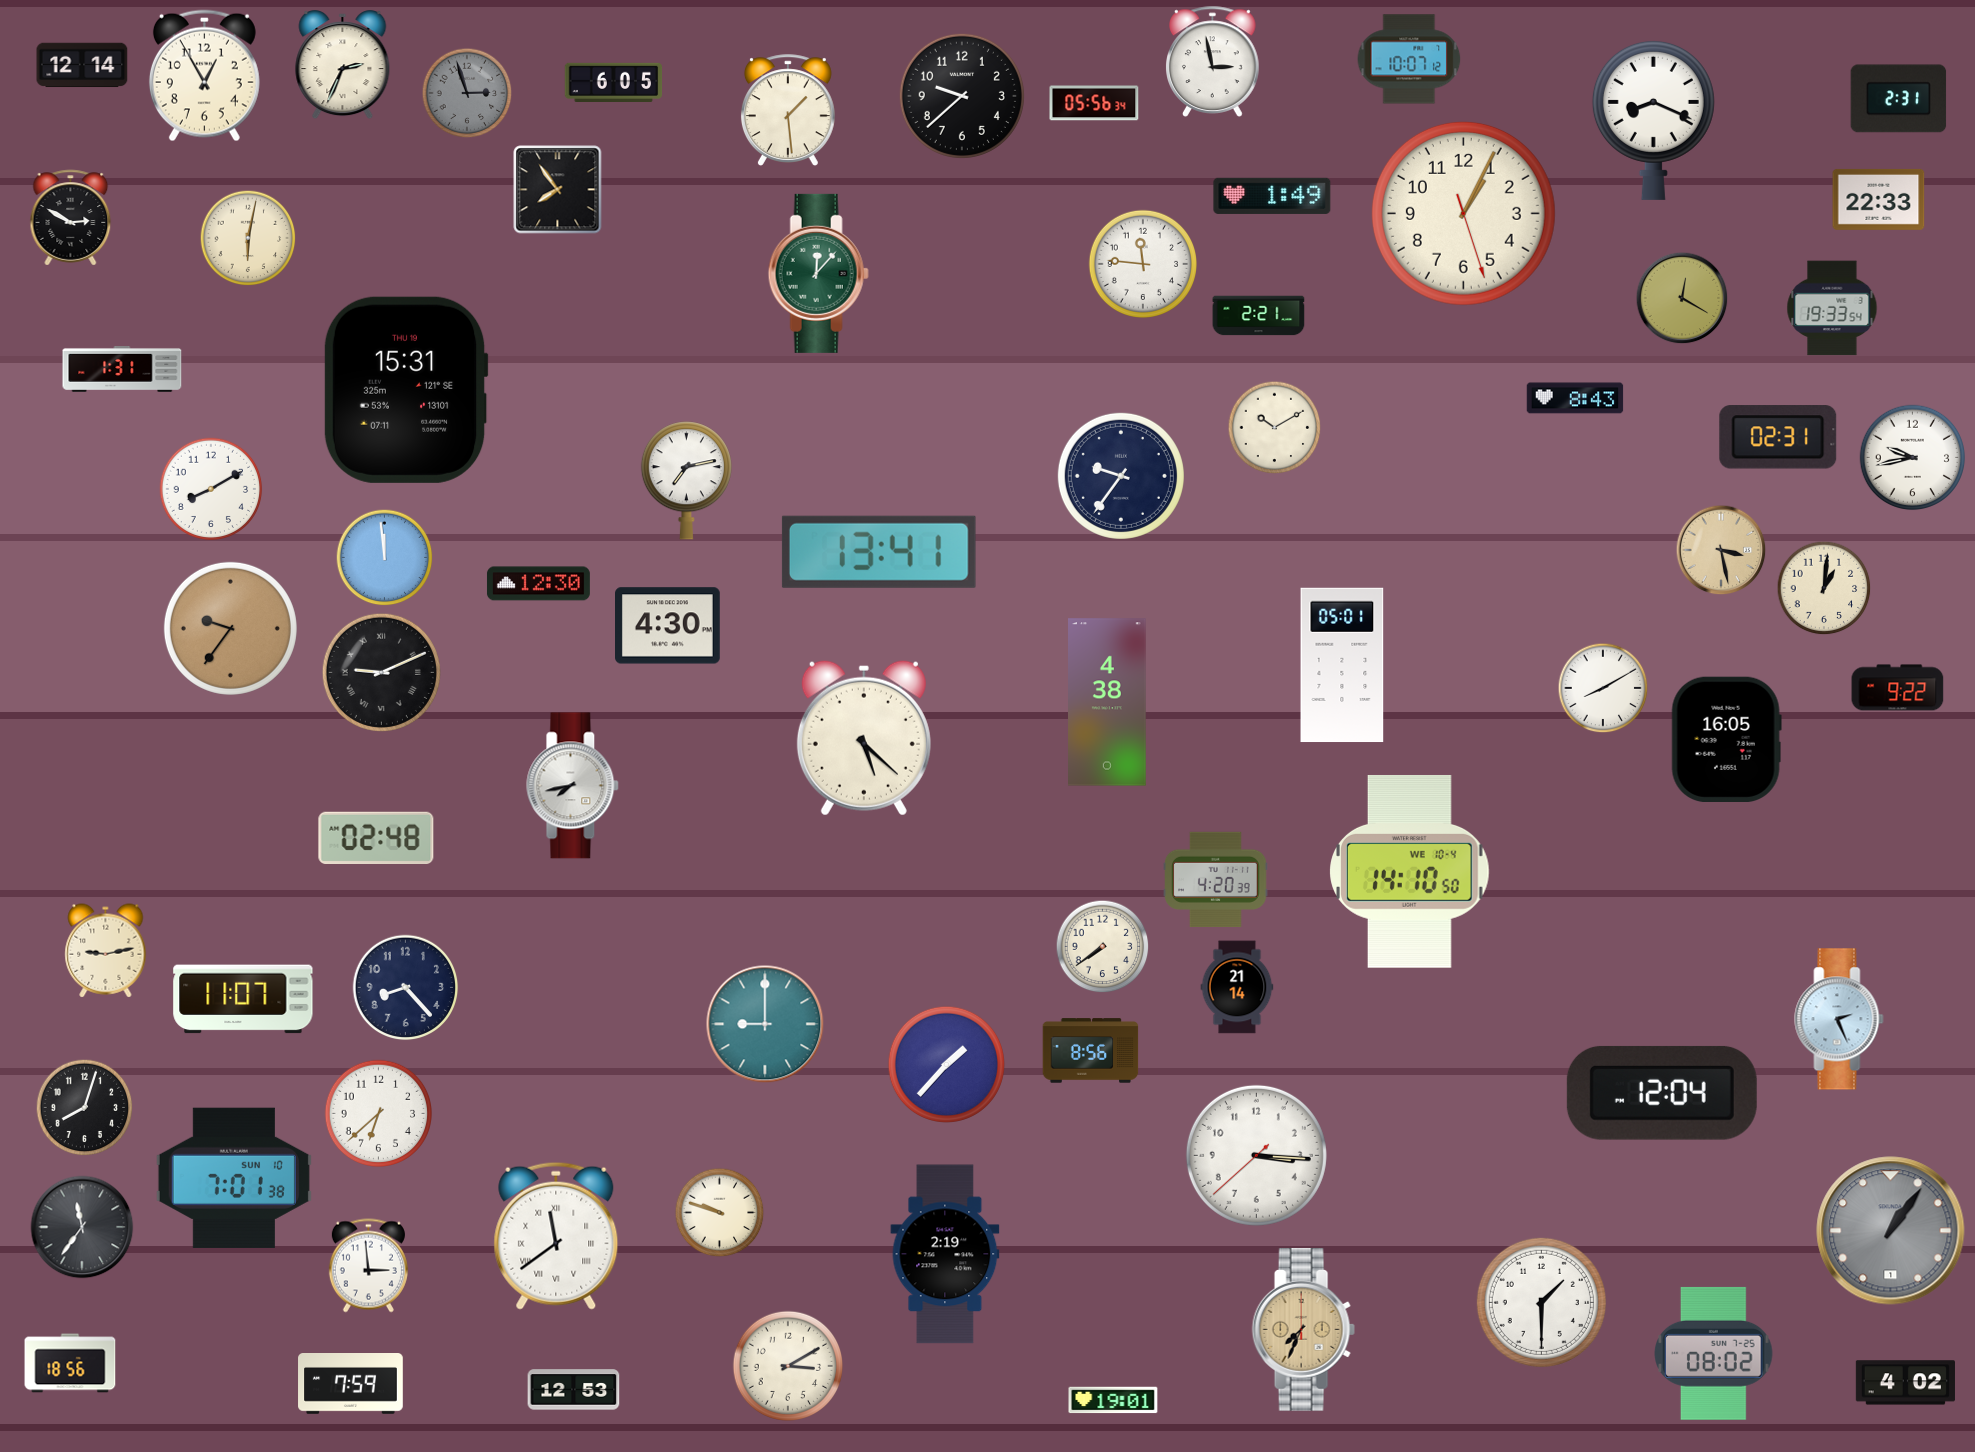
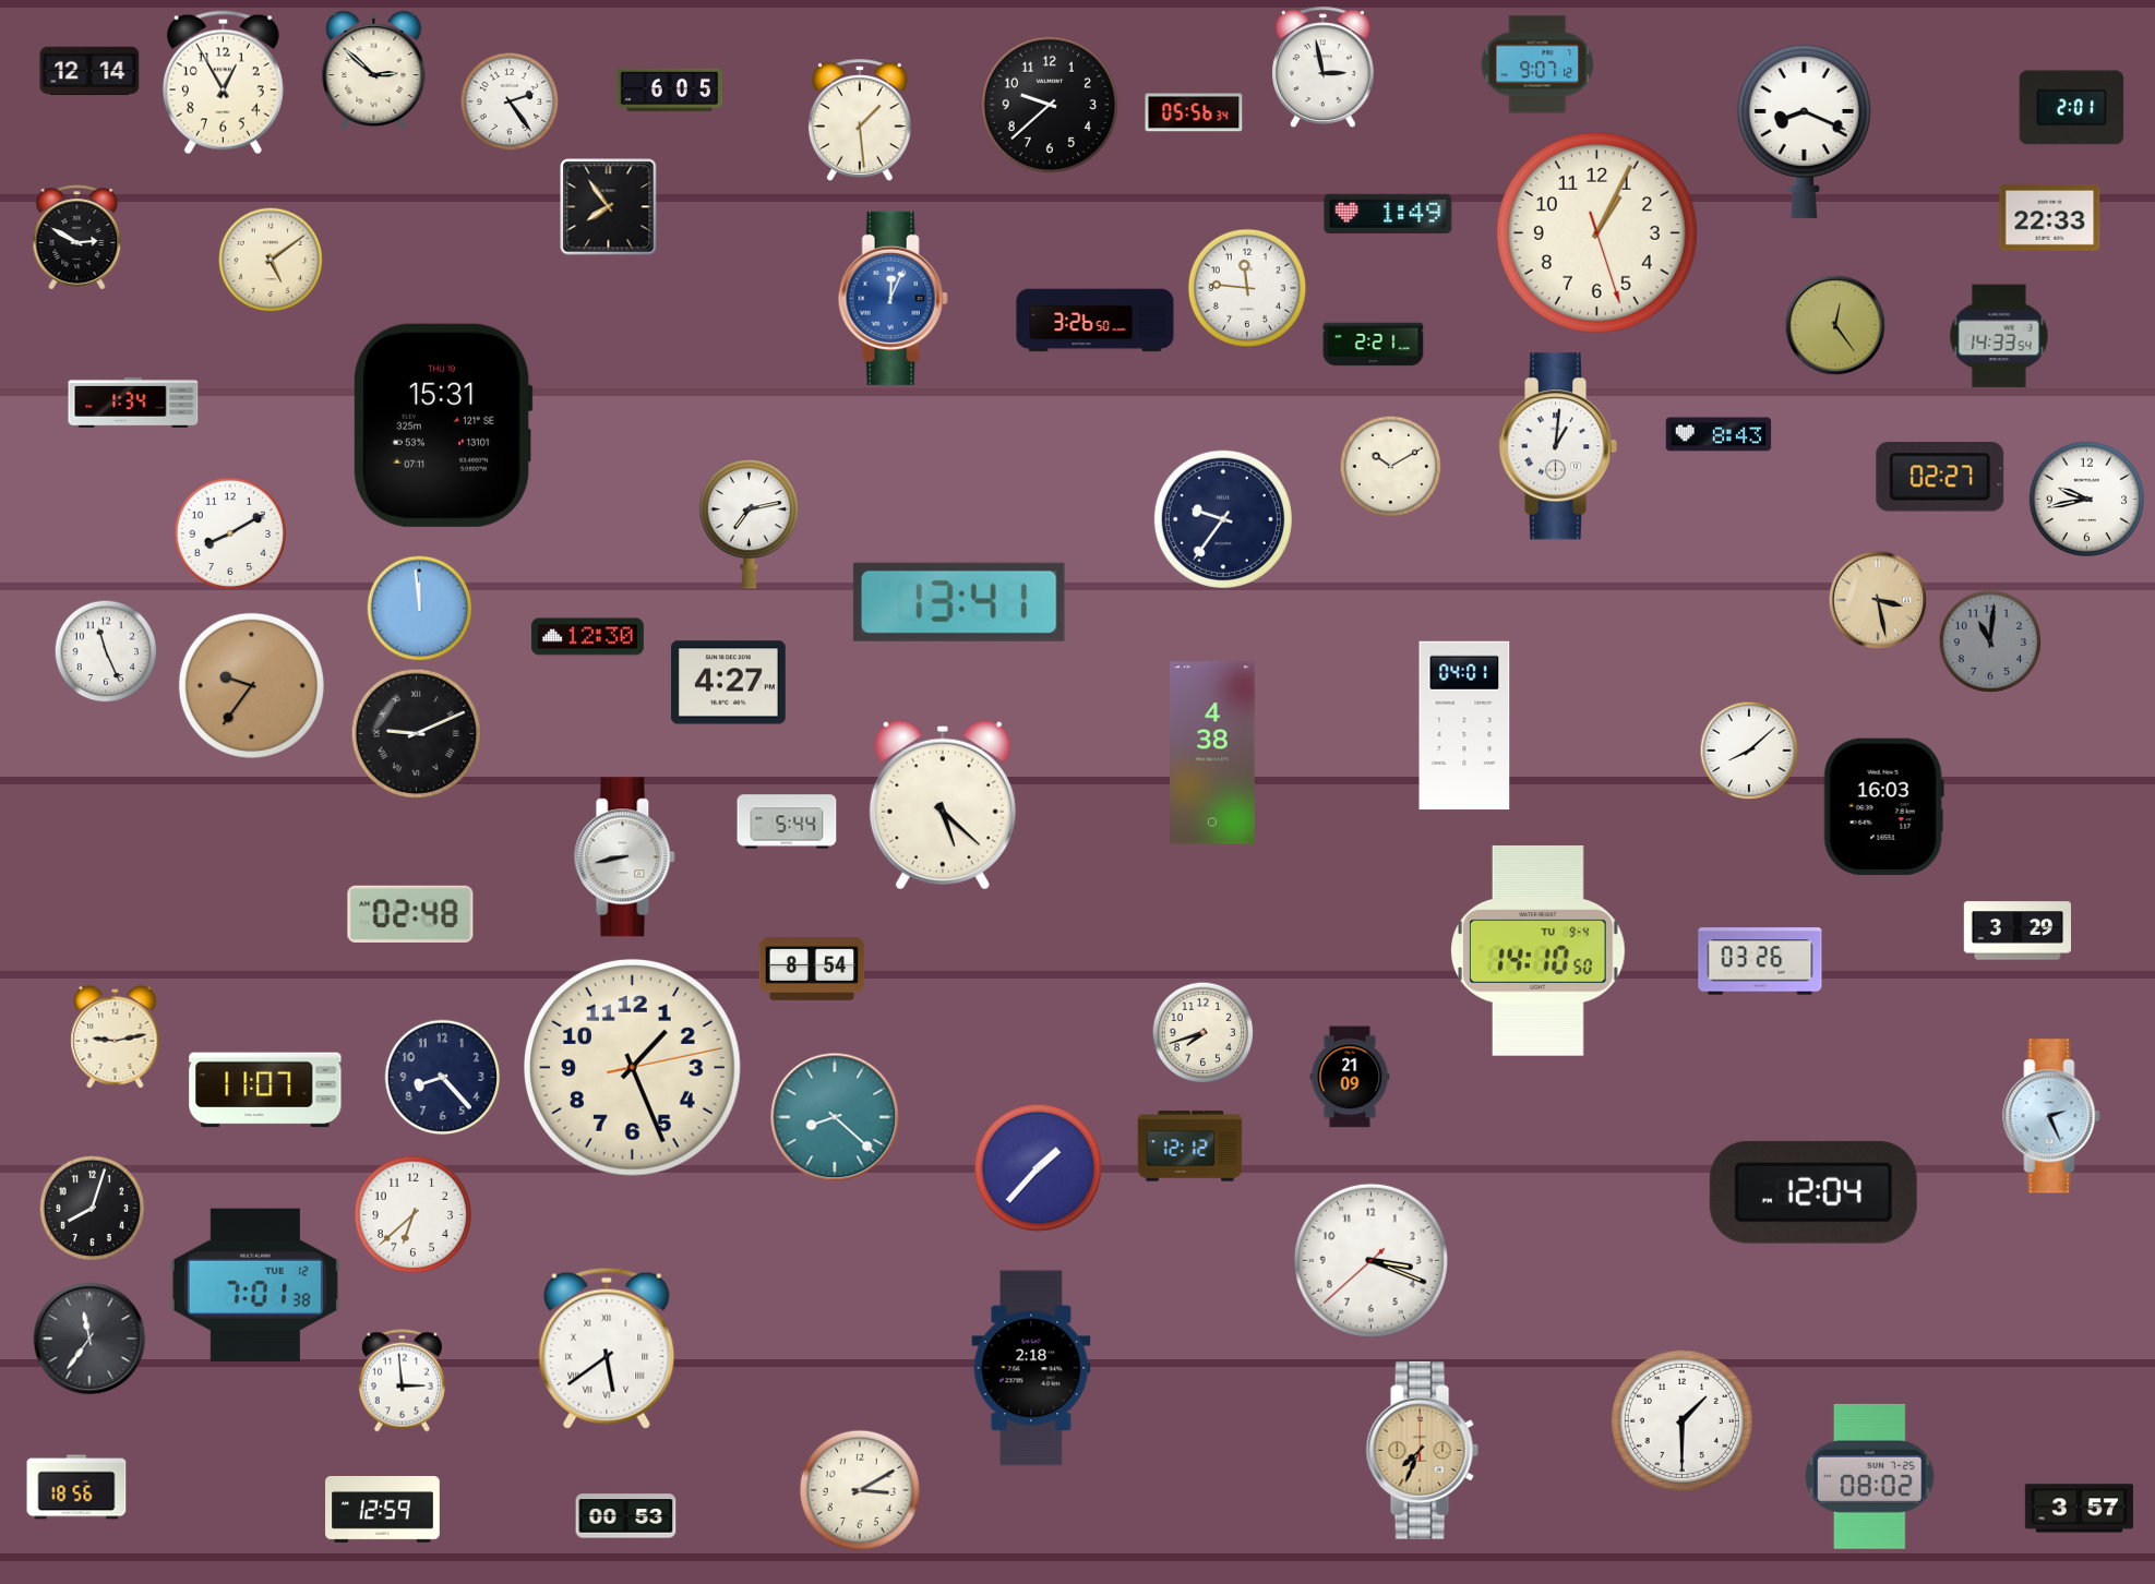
clock at (1409, 59): 10:07 -> 9:07
clock at (343, 65): 2:34 -> 2:52
clock at (467, 93): 2:57 -> 2:24
clock at (467, 93) dial: grey -> white
clock at (1899, 99): 2:31 -> 2:01
clock at (248, 238): 6:02 -> 5:09
clock at (818, 273): 12:07 -> 12:04
clock at (818, 273) dial: green -> blue
clock at (1096, 321): none -> 3:26
clock at (1682, 298): 12:20 -> 12:24
clock at (1832, 308): 19:33 -> 14:33
clock at (122, 369): 1:31 -> 1:34
clock at (1558, 446): none -> 1:01
clock at (1778, 437): 02:31 -> 02:27
clock at (1824, 588): 1:01 -> 11:01
clock at (1824, 588) dial: cream -> grey
clock at (106, 651): none -> 11:26
clock at (668, 626): 4:30 -> 4:27
clock at (1342, 665): 05:01 -> 04:01
clock at (1603, 688): 8:10 -> 8:08
clock at (1898, 688): 9:22 -> none
clock at (1108, 702) position: (1108, 702) -> (1213, 753)
clock at (1726, 739): 16:05 -> 16:03
clock at (787, 821): none -> 5:44
clock at (573, 786): 7:43 -> 8:43
clock at (2018, 931): none -> 3:29
clock at (1410, 871) date: WE 10-4 -> TU 9-4
clock at (1216, 879): 4:20 -> none
clock at (1760, 961): none -> 03:26
clock at (812, 969): none -> 8:54
clock at (1103, 947): 7:39 -> 7:42
clock at (632, 1067): none -> 1:26
clock at (1237, 987): 21:14 -> 21:09
clock at (1839, 1019) position: (1839, 1019) -> (2051, 1116)
clock at (765, 1024): 9:00 -> 8:22
clock at (1091, 1051): 8:56 -> 12:12
clock at (946, 1064) position: (946, 1064) -> (1038, 1167)
clock at (1256, 1155): 3:15 -> 3:18
clock at (234, 1178) date: SUN 10 -> TUE 12
clock at (720, 1213): 9:48 -> none
clock at (1891, 1231): 1:06 -> none
clock at (556, 1236): 11:39 -> 5:39
clock at (945, 1254): 2:19 -> 2:18
clock at (1905, 1383): 4:02 -> 3:57
clock at (351, 1384): 7:59 -> 12:59
clock at (574, 1390): 12:53 -> 00:53
clock at (1113, 1400): 19:01 -> none
